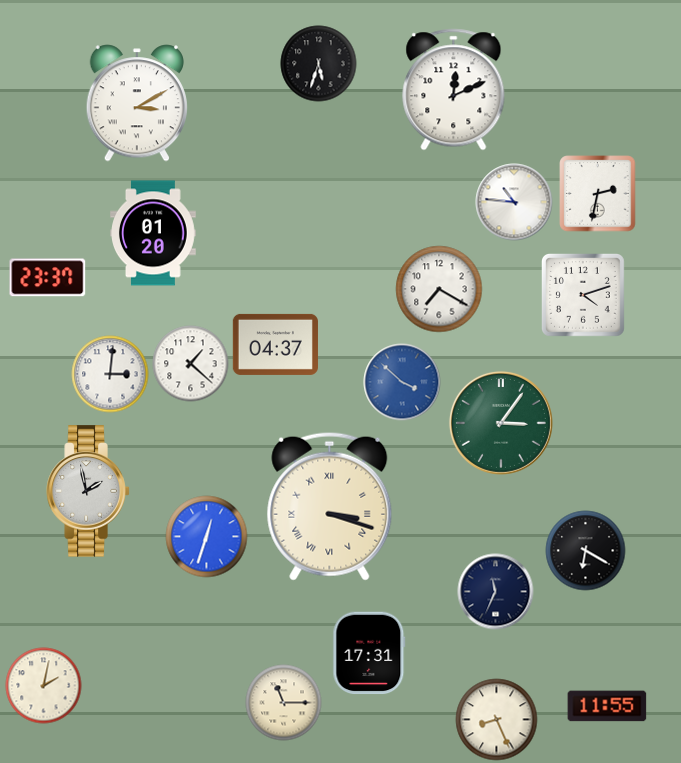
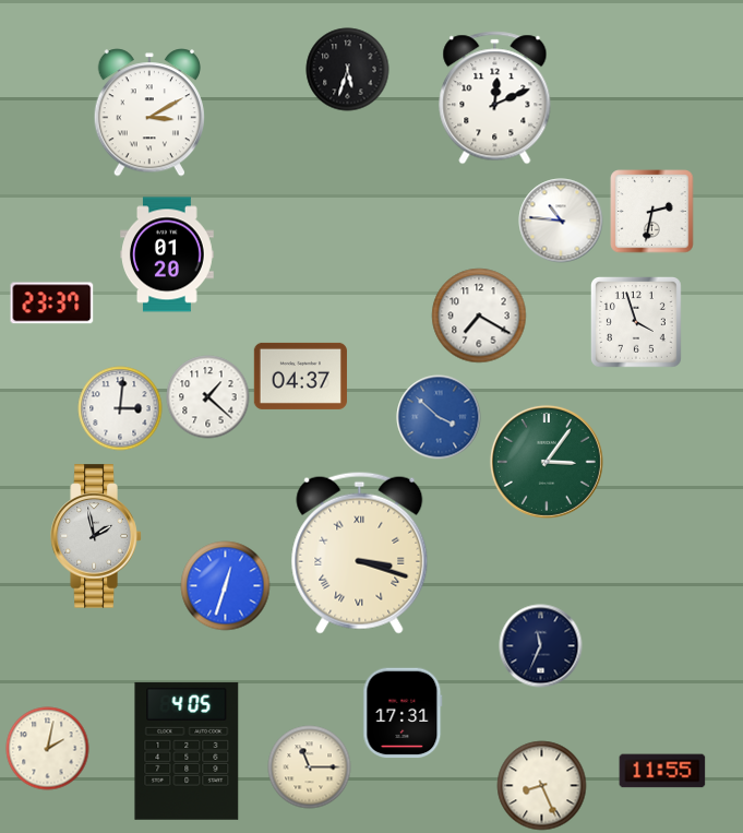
clock at (584, 296): 4:12 -> 3:57
clock at (586, 551): 6:20 -> none
clock at (187, 751): none -> 4:05
